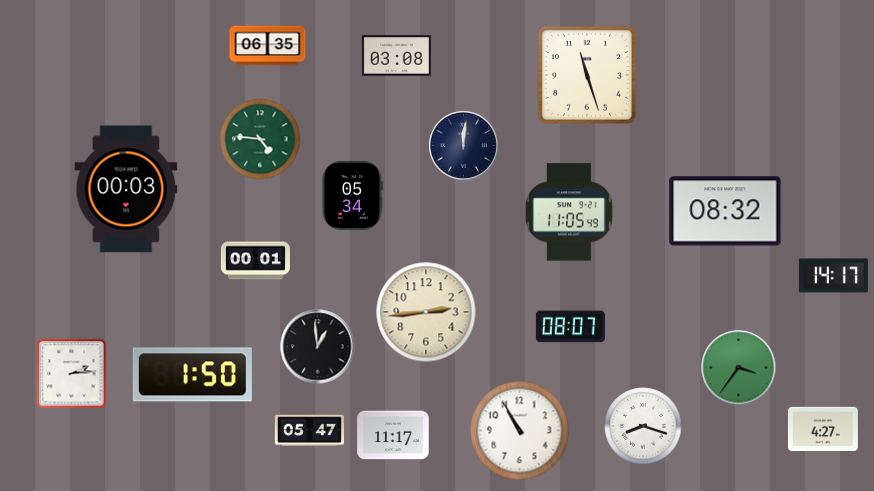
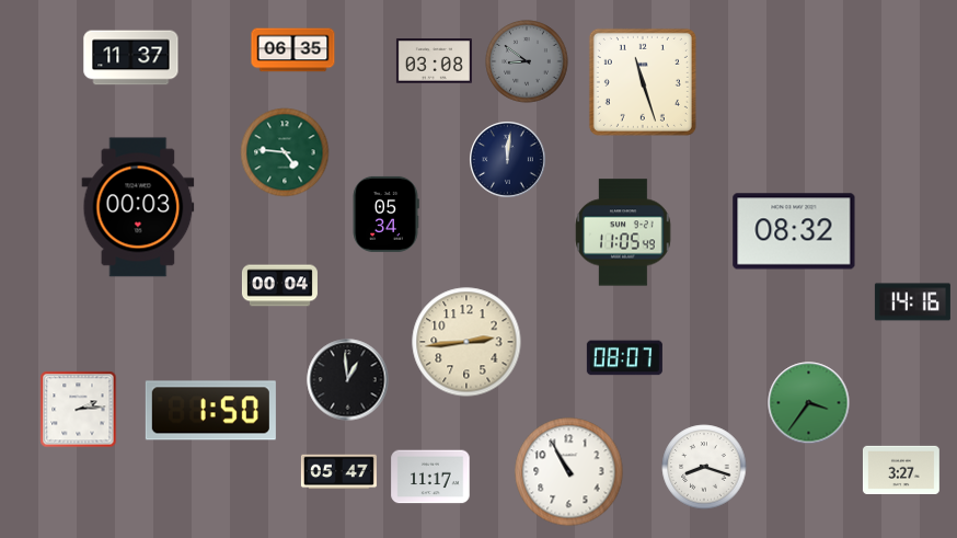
clock at (131, 58): none -> 11:37
clock at (527, 61): none -> 8:51
clock at (255, 261): 00:01 -> 00:04
clock at (833, 276): 14:17 -> 14:16
clock at (823, 428): 4:27 -> 3:27
